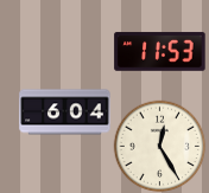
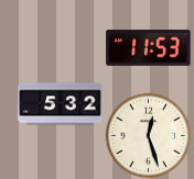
clock at (65, 112): 6:04 -> 5:32
clock at (159, 146): 12:25 -> 12:27
